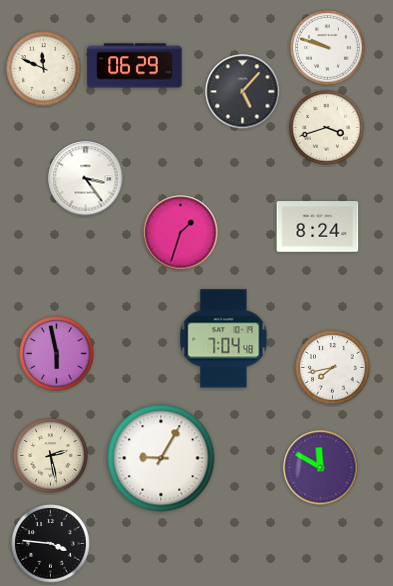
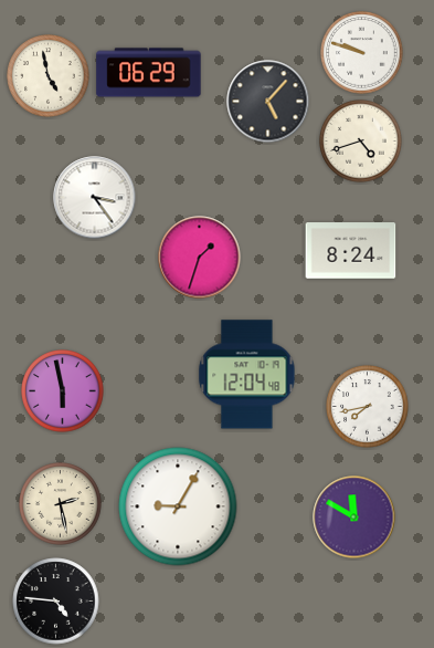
clock at (44, 69): 11:49 -> 4:58
clock at (327, 128): 3:42 -> 4:42
clock at (224, 339): 7:04 -> 12:04
clock at (51, 456) position: (51, 456) -> (61, 504)
clock at (51, 544): 3:46 -> 4:46
